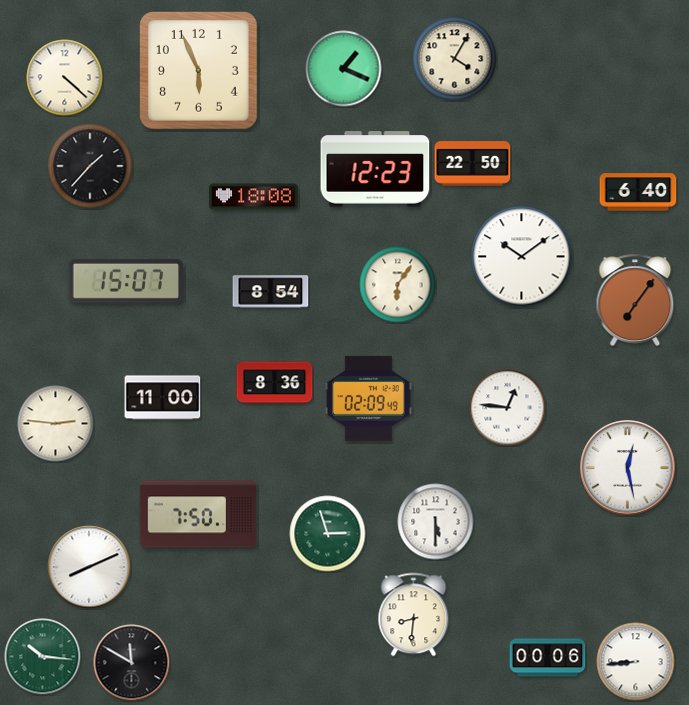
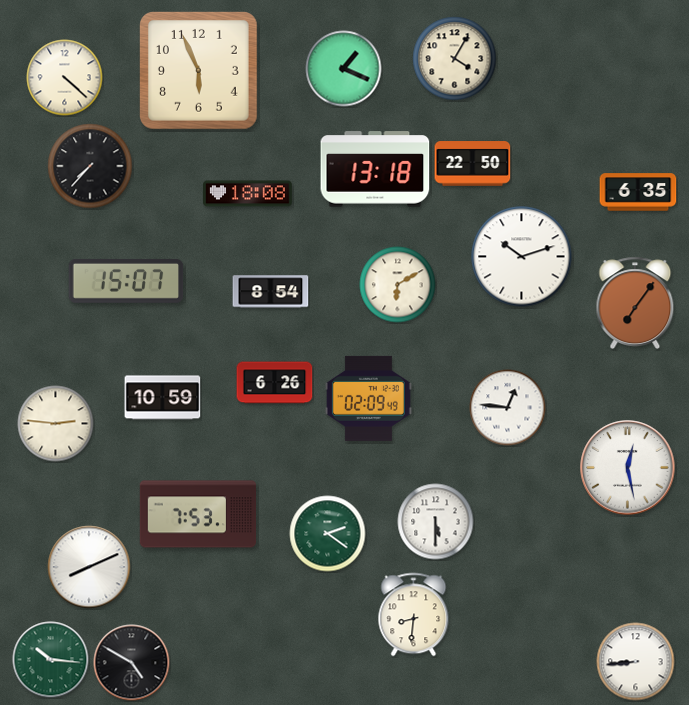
clock at (90, 166): 1:37 -> 7:37
clock at (375, 169): 12:23 -> 13:18
clock at (638, 192): 6:40 -> 6:35
clock at (254, 197) position: (254, 197) -> (248, 194)
clock at (522, 257): 10:09 -> 10:12
clock at (398, 285): 6:06 -> 6:10
clock at (635, 299) position: (635, 299) -> (635, 302)
clock at (275, 383): 8:36 -> 6:26
clock at (163, 398): 11:00 -> 10:59
clock at (198, 514): 7:50 -> 7:53
clock at (328, 534): 2:57 -> 2:21
clock at (43, 657) position: (43, 657) -> (51, 660)
clock at (548, 658): 00:06 -> none
clock at (132, 663): 11:50 -> 4:50
